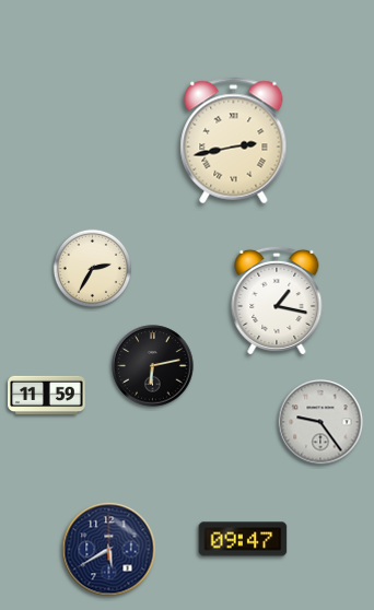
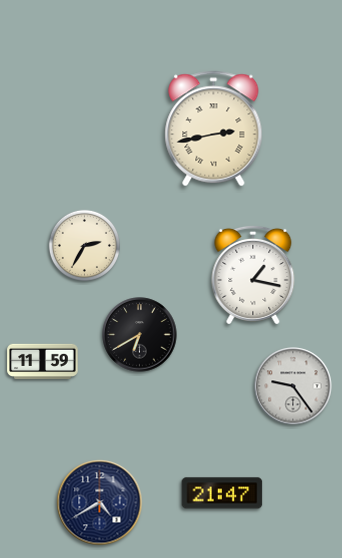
clock at (153, 366): 6:13 -> 6:40
clock at (243, 539): 09:47 -> 21:47
clock at (109, 550): 5:40 -> 4:40
